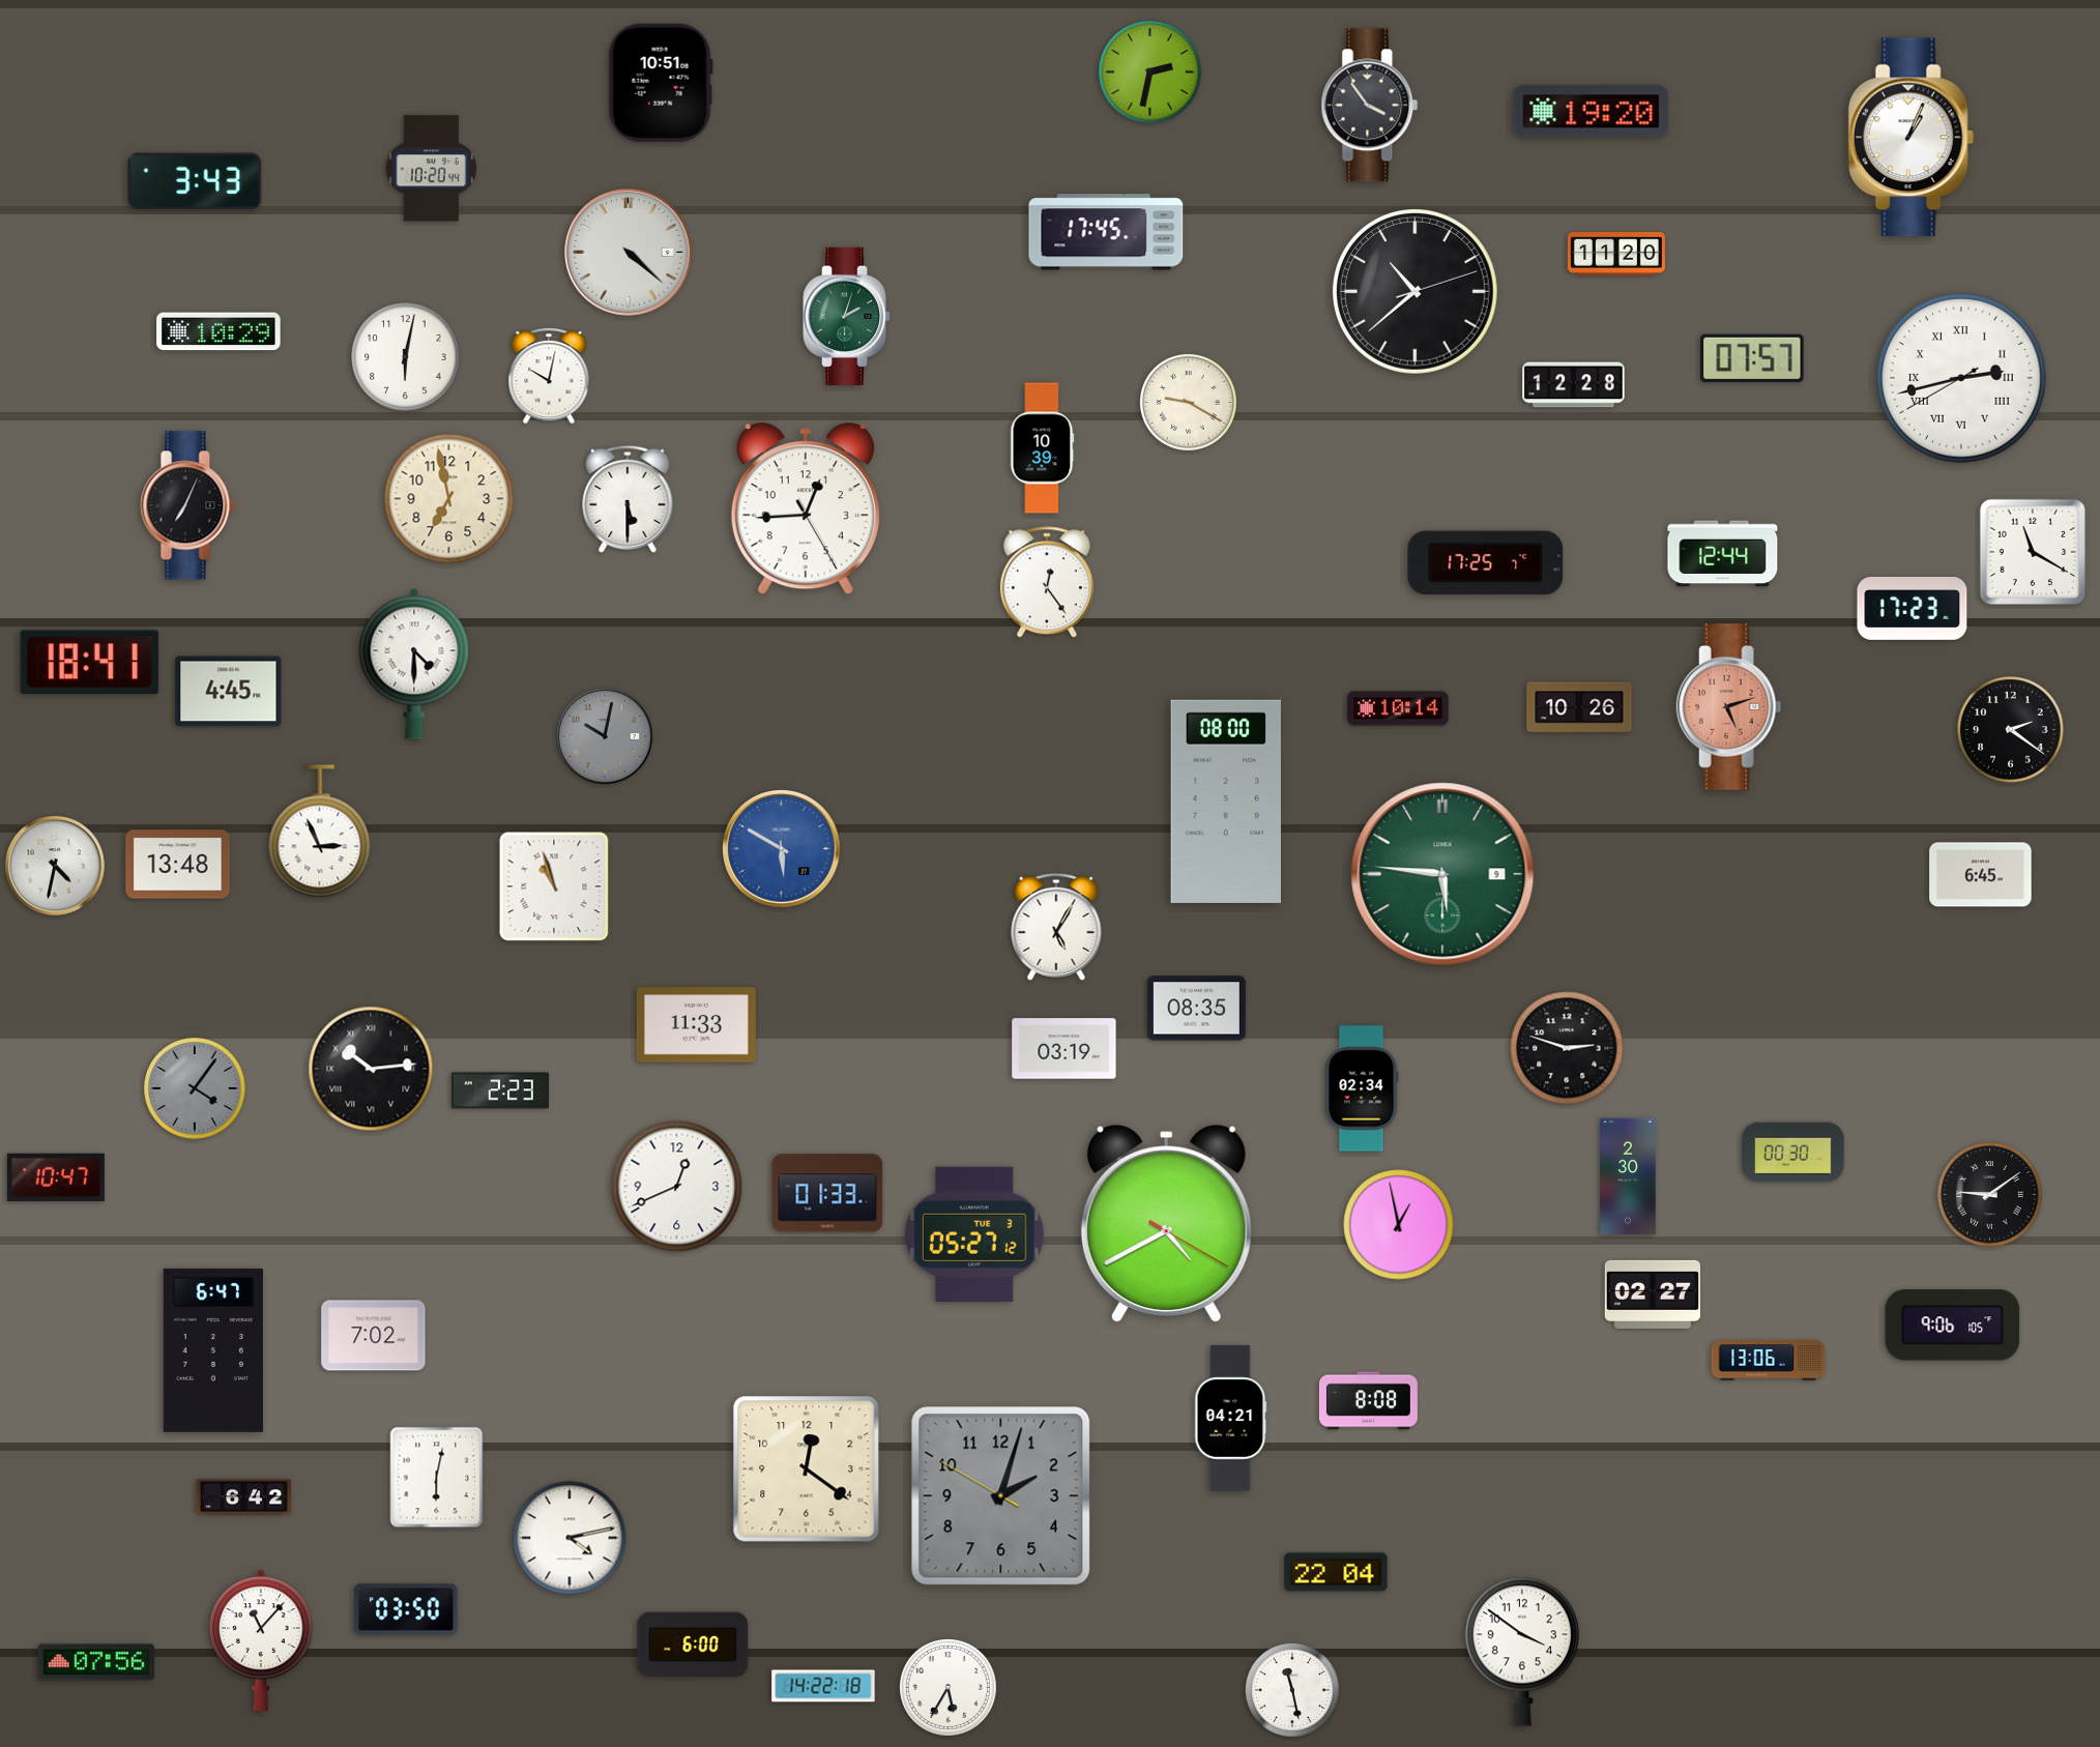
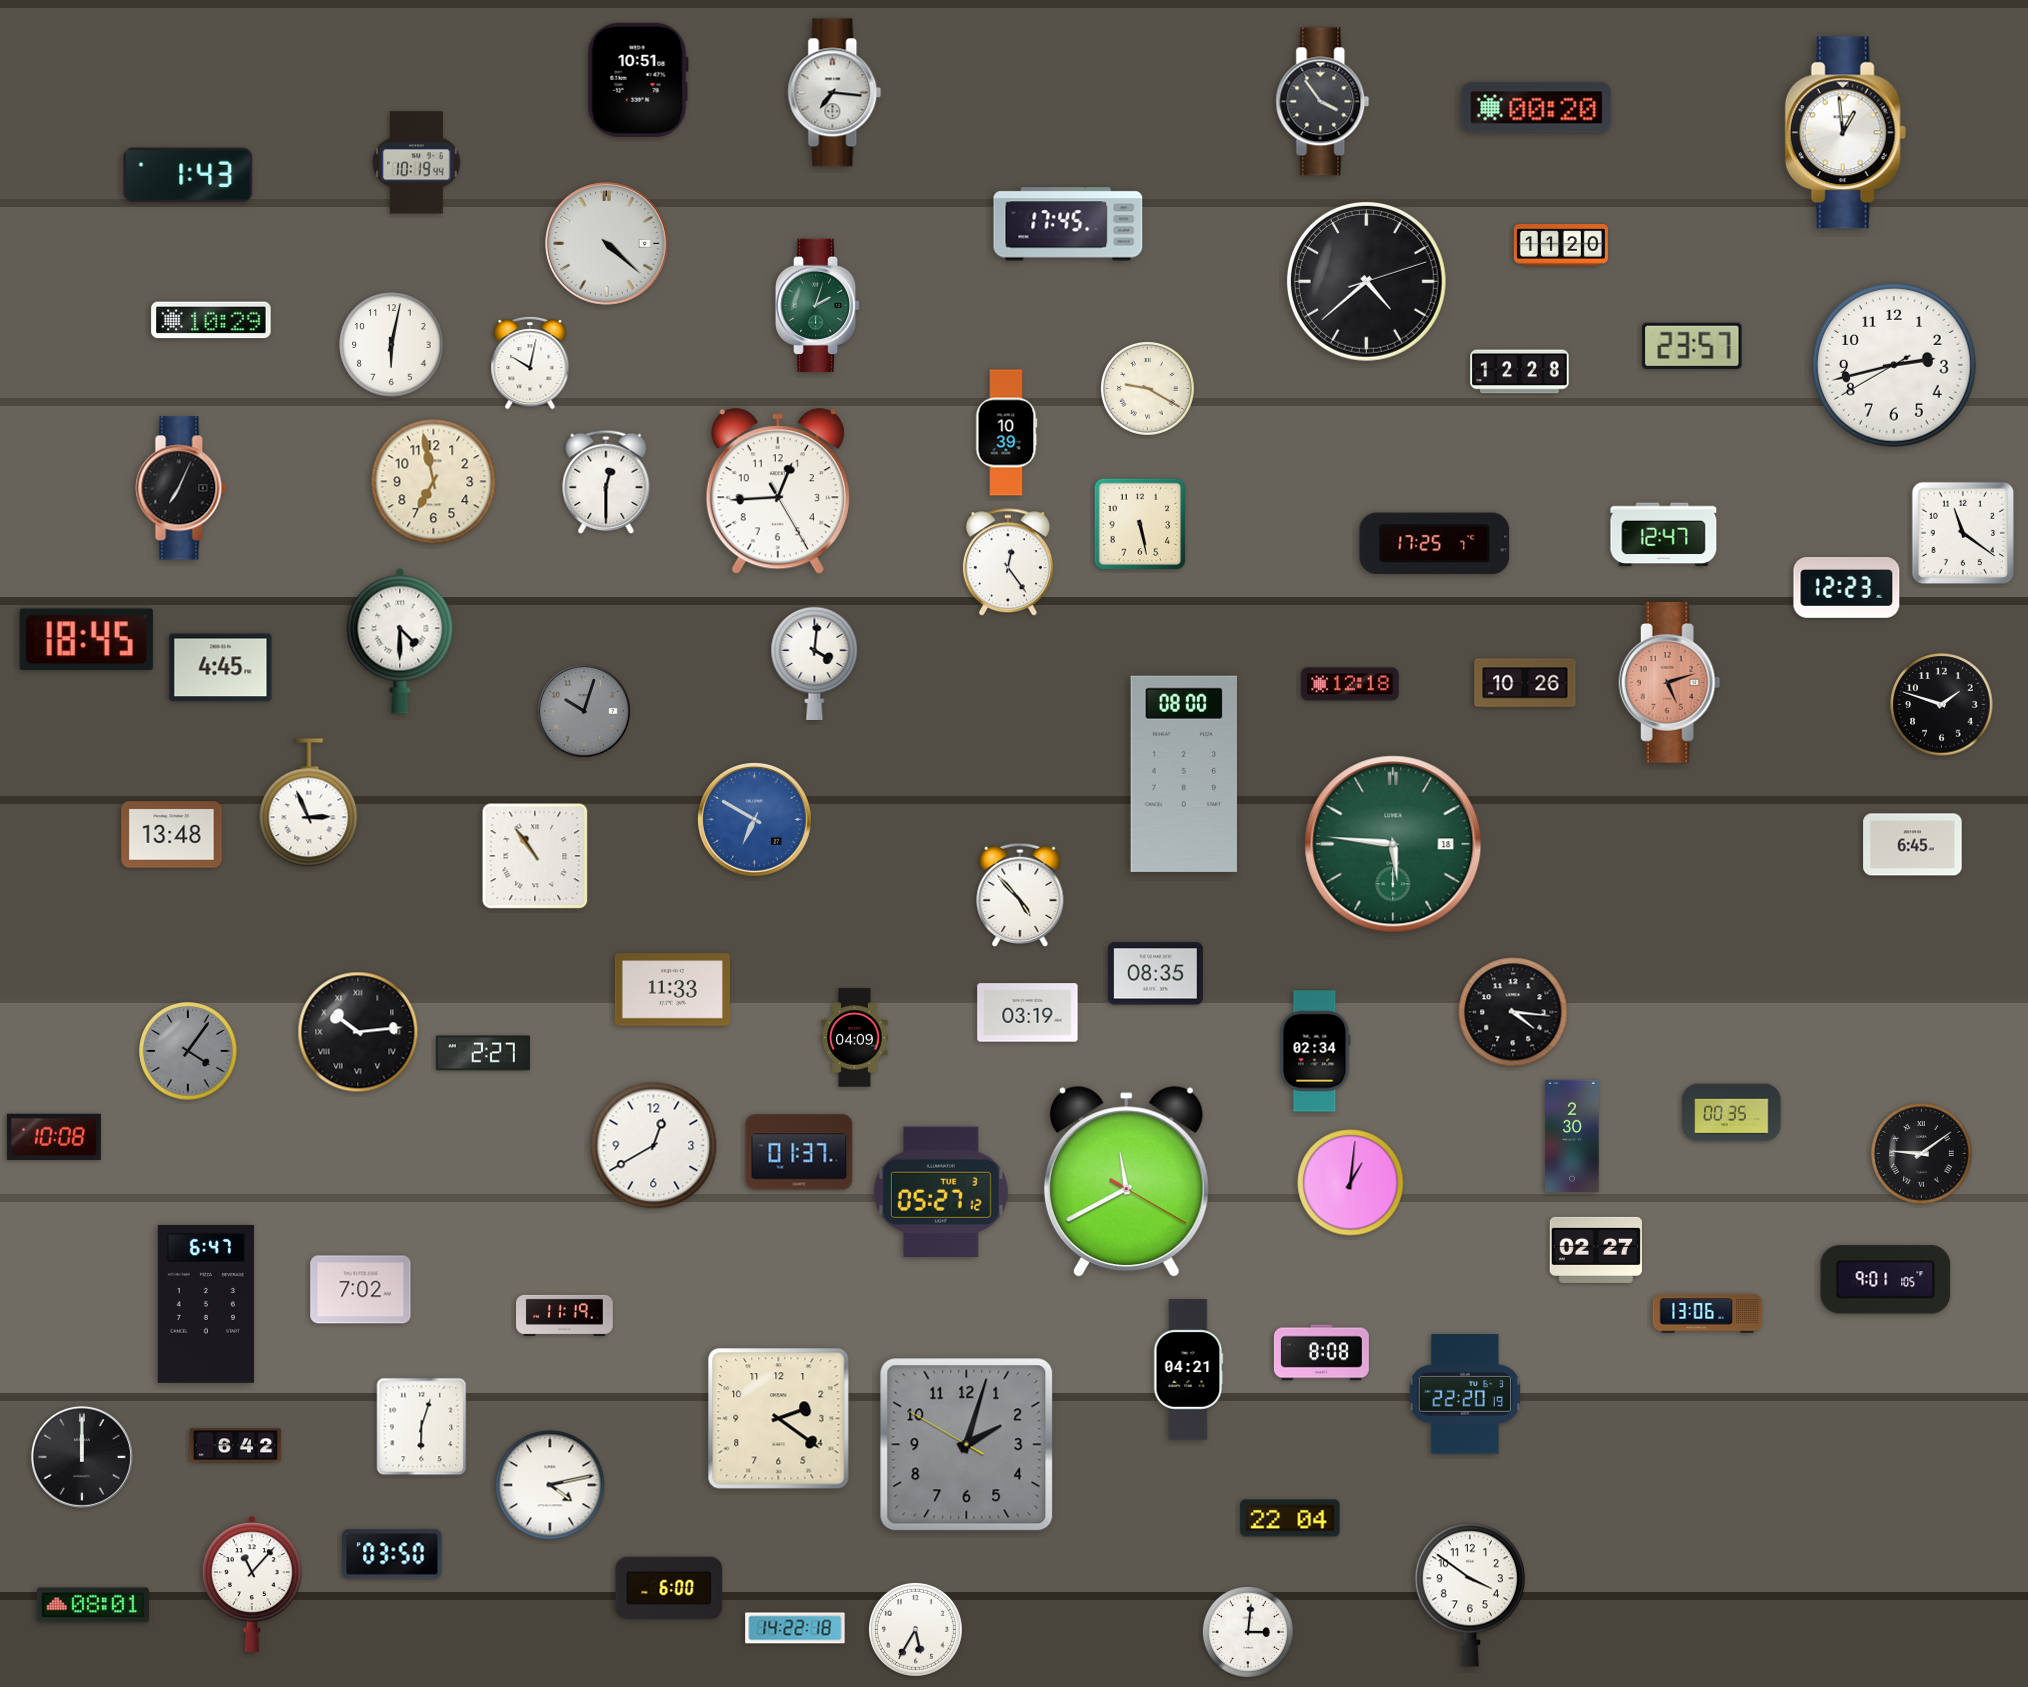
clock at (1150, 72): 2:32 -> none
clock at (835, 93): none -> 7:16
clock at (1592, 112): 19:20 -> 00:20
clock at (1911, 138): 1:04 -> 12:59
clock at (432, 169): 10:20 -> 10:19
clock at (195, 181): 3:43 -> 1:43
clock at (1416, 292): 10:38 -> 4:38
clock at (1752, 358): 07:57 -> 23:57
clock at (1961, 378) numerals: Roman -> Arabic
clock at (628, 499): 5:30 -> 12:30
clock at (1140, 524): none -> 5:28
clock at (2032, 551): 11:20 -> 11:21
clock at (1723, 554): 12:44 -> 12:47
clock at (1047, 583) position: (1047, 583) -> (1008, 563)
clock at (1913, 608): 17:23 -> 12:23
clock at (89, 662): 18:41 -> 18:45
clock at (815, 663): none -> 4:01
clock at (1398, 708): 10:14 -> 12:18
clock at (2011, 730): 2:21 -> 1:48
clock at (605, 736): 10:02 -> 10:03
clock at (782, 849): 5:50 -> 6:50
clock at (55, 866): 4:32 -> none
clock at (1442, 874) date: 9 -> 18
clock at (554, 886): 10:57 -> 10:54
clock at (1056, 927): 5:05 -> 4:53
clock at (1567, 1048): 2:48 -> 4:16
clock at (855, 1038): none -> 04:09
clock at (500, 1090): 2:23 -> 2:27
clock at (1793, 1153): 00:30 -> 00:35
clock at (56, 1176): 10:47 -> 10:08
clock at (677, 1187): 12:41 -> 12:40
clock at (827, 1193): 01:33 -> 01:37
clock at (1166, 1224): 4:40 -> 11:40
clock at (1399, 1225): 12:58 -> 1:01
clock at (1953, 1326): 9:06 -> 9:01
clock at (565, 1315): none -> 11:19
clock at (1464, 1394): none -> 22:20
clock at (807, 1469): 12:21 -> 2:21
clock at (437, 1478): 6:02 -> 6:03
clock at (82, 1457): none -> 12:00
clock at (95, 1662): 07:56 -> 08:01
clock at (1292, 1690): 11:28 -> 3:01
